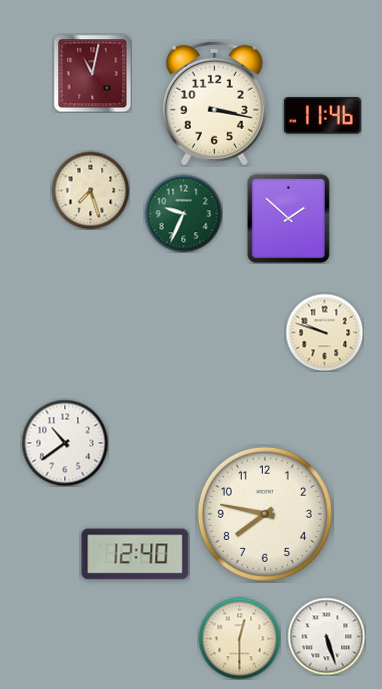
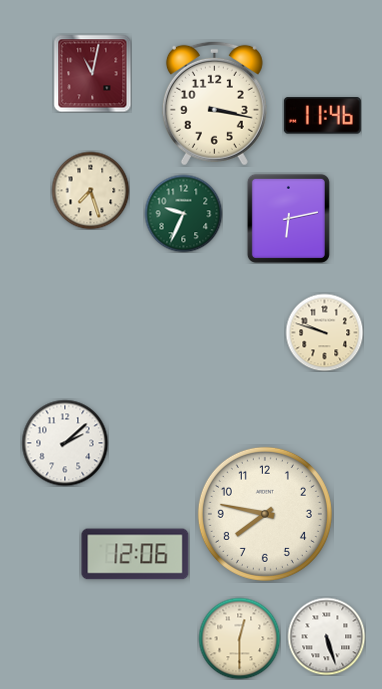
clock at (288, 218): 1:52 -> 6:13
clock at (65, 443): 10:39 -> 2:08
clock at (135, 554): 12:40 -> 12:06
